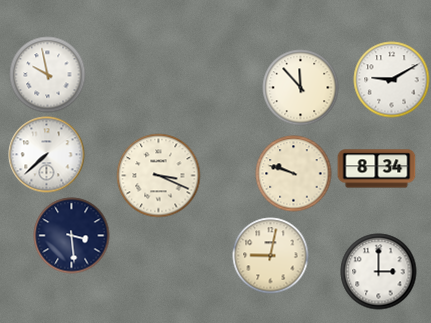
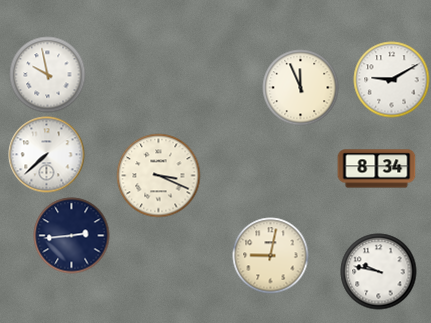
clock at (301, 88): 11:53 -> 11:56
clock at (294, 174): 9:48 -> none
clock at (72, 236): 3:29 -> 2:44
clock at (379, 272): 3:00 -> 9:47
